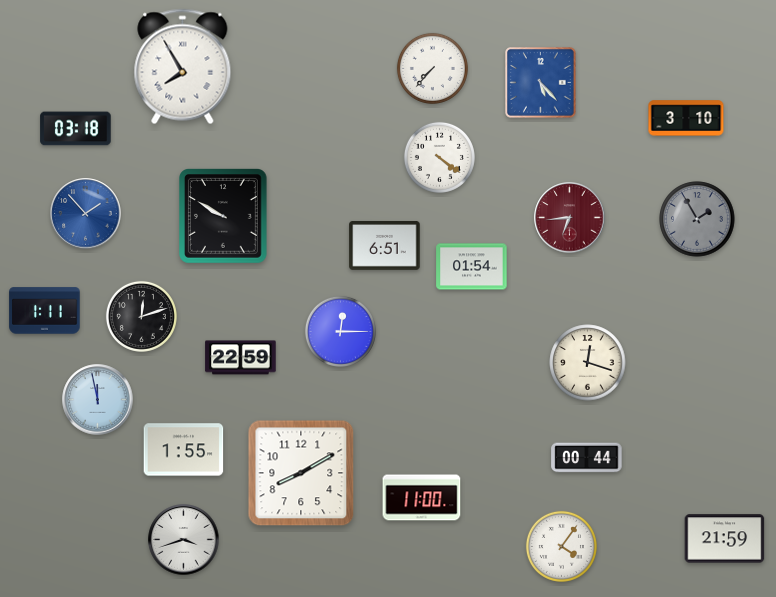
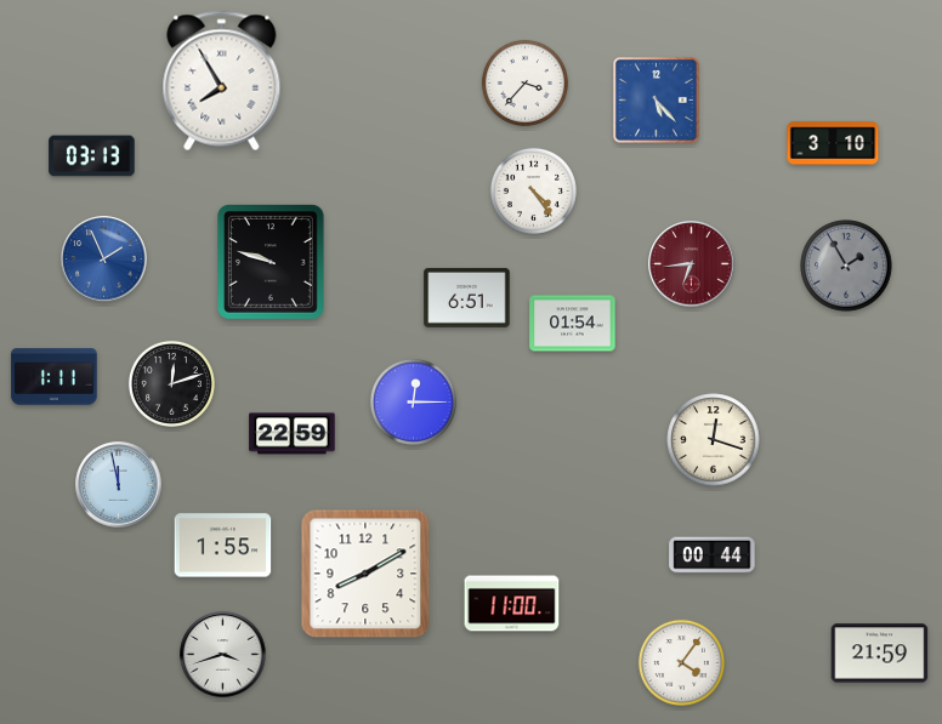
clock at (432, 68): 7:37 -> 3:37
clock at (76, 129): 03:18 -> 03:13
clock at (439, 157): 4:21 -> 4:24
clock at (86, 214): 1:53 -> 1:56
clock at (224, 217): 9:50 -> 9:48
